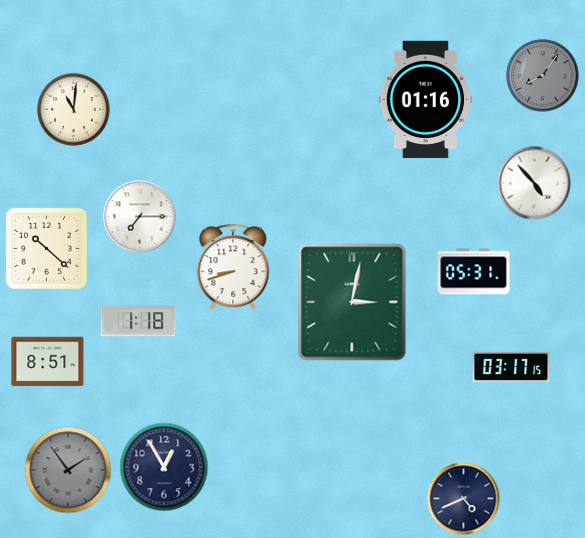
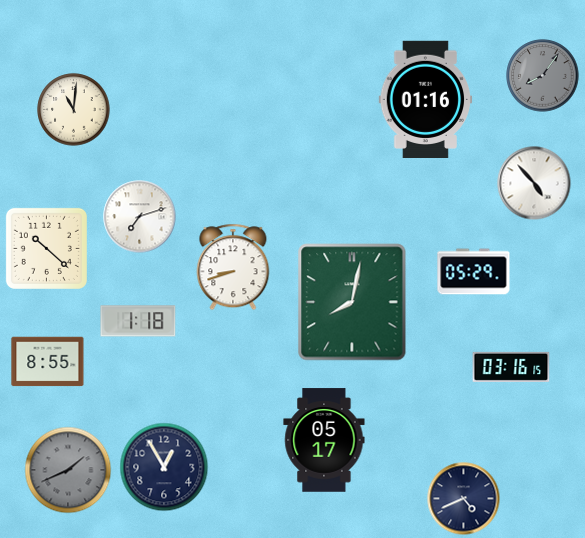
clock at (140, 217): 7:15 -> 7:12
clock at (474, 272): 05:31 -> 05:29
clock at (352, 302): 3:02 -> 8:02
clock at (48, 362): 8:51 -> 8:55
clock at (511, 367): 03:17 -> 03:16
clock at (324, 440): none -> 05:17
clock at (68, 470): 1:54 -> 1:41
